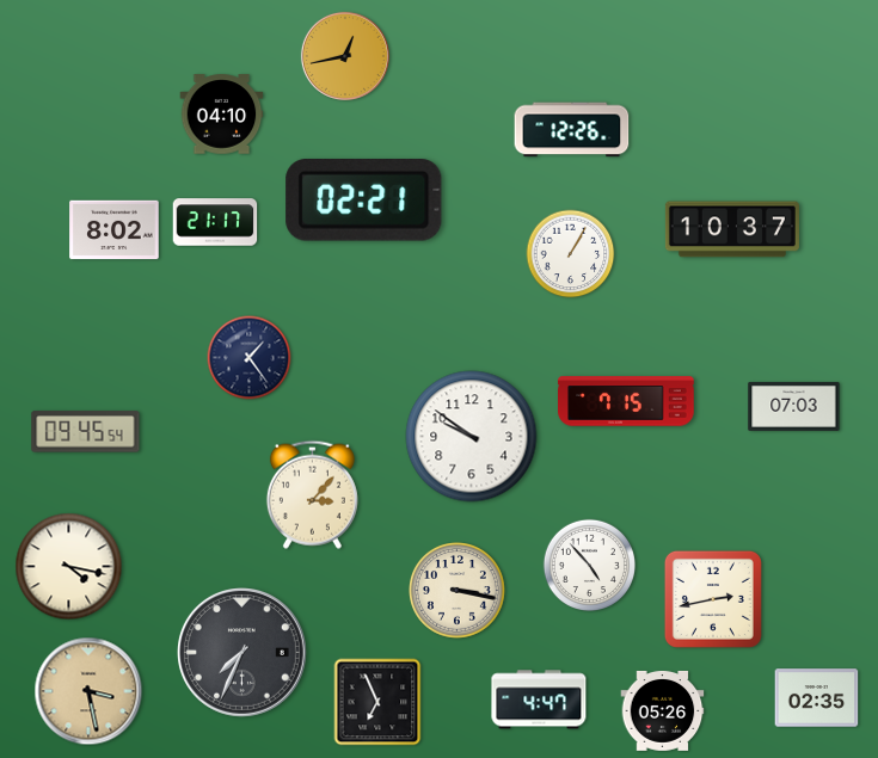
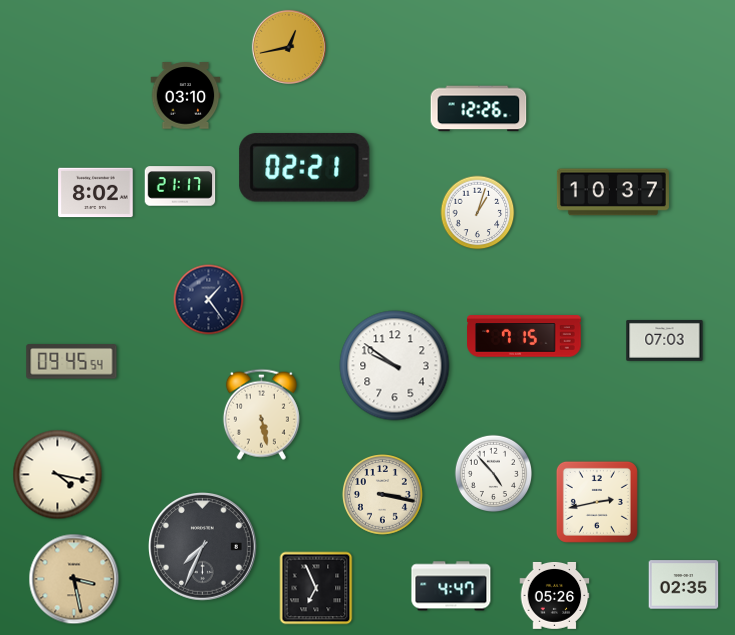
clock at (222, 115): 04:10 -> 03:10
clock at (571, 254): 1:05 -> 1:03
clock at (312, 494): 3:07 -> 5:28
